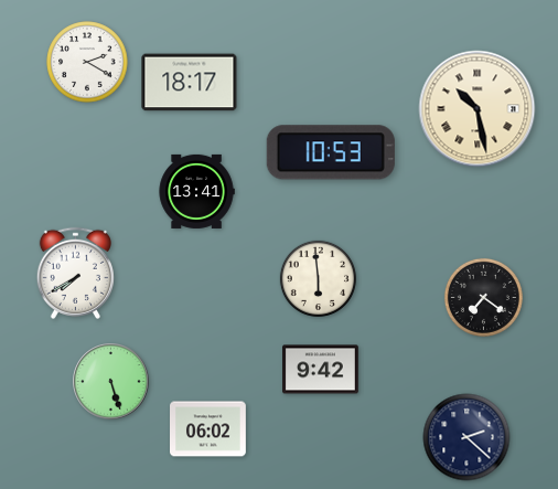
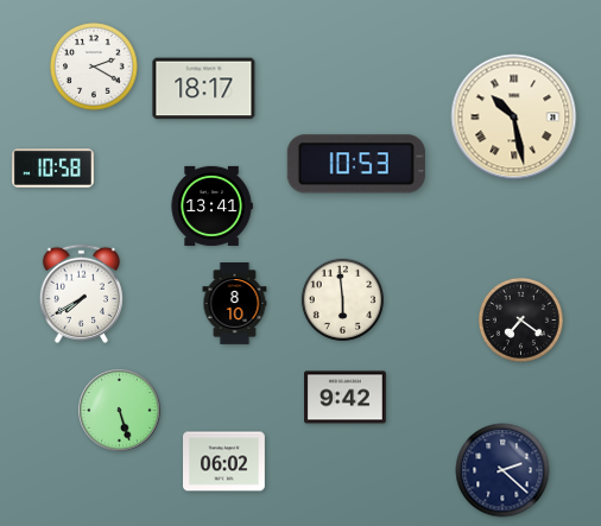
clock at (53, 169): none -> 10:58
clock at (235, 304): none -> 8:10
